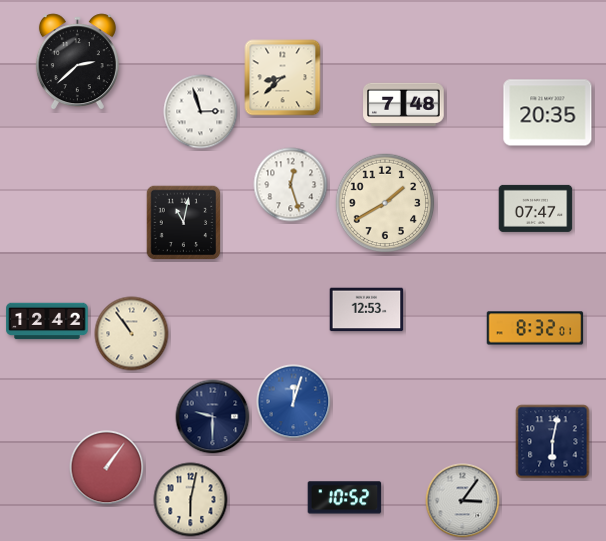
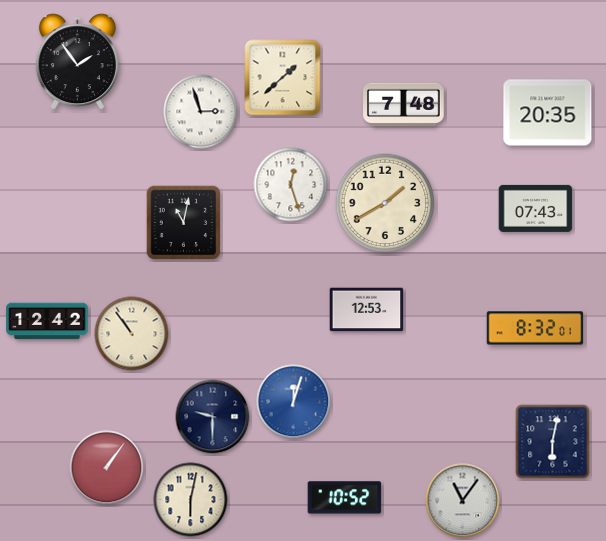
clock at (77, 62): 2:38 -> 1:54
clock at (283, 78): 8:38 -> 1:38
clock at (536, 208): 07:47 -> 07:43
clock at (463, 501): 3:06 -> 11:06
